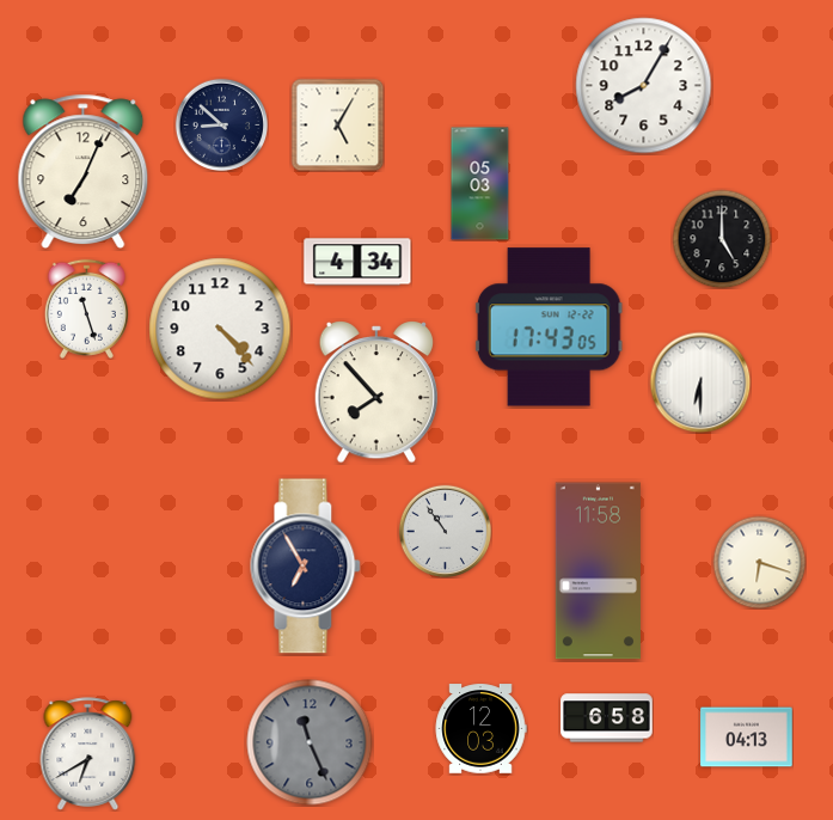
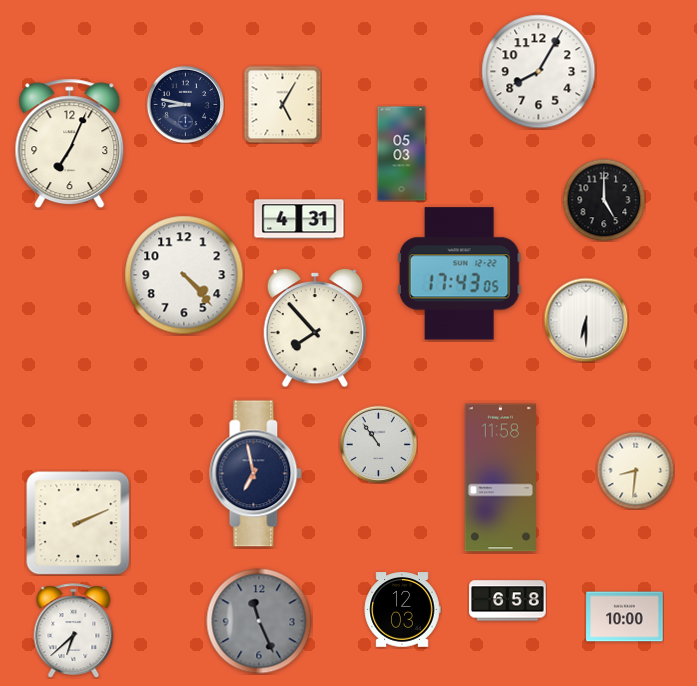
clock at (221, 124): 8:52 -> 8:47
clock at (357, 262): 4:34 -> 4:31
clock at (86, 308): 11:27 -> none
clock at (445, 531) position: (445, 531) -> (378, 444)
clock at (759, 562): 6:18 -> 8:31
clock at (306, 567): 6:55 -> 6:58
clock at (78, 523): none -> 2:11
clock at (747, 738): 04:13 -> 10:00
clock at (88, 754): 6:40 -> 6:38
